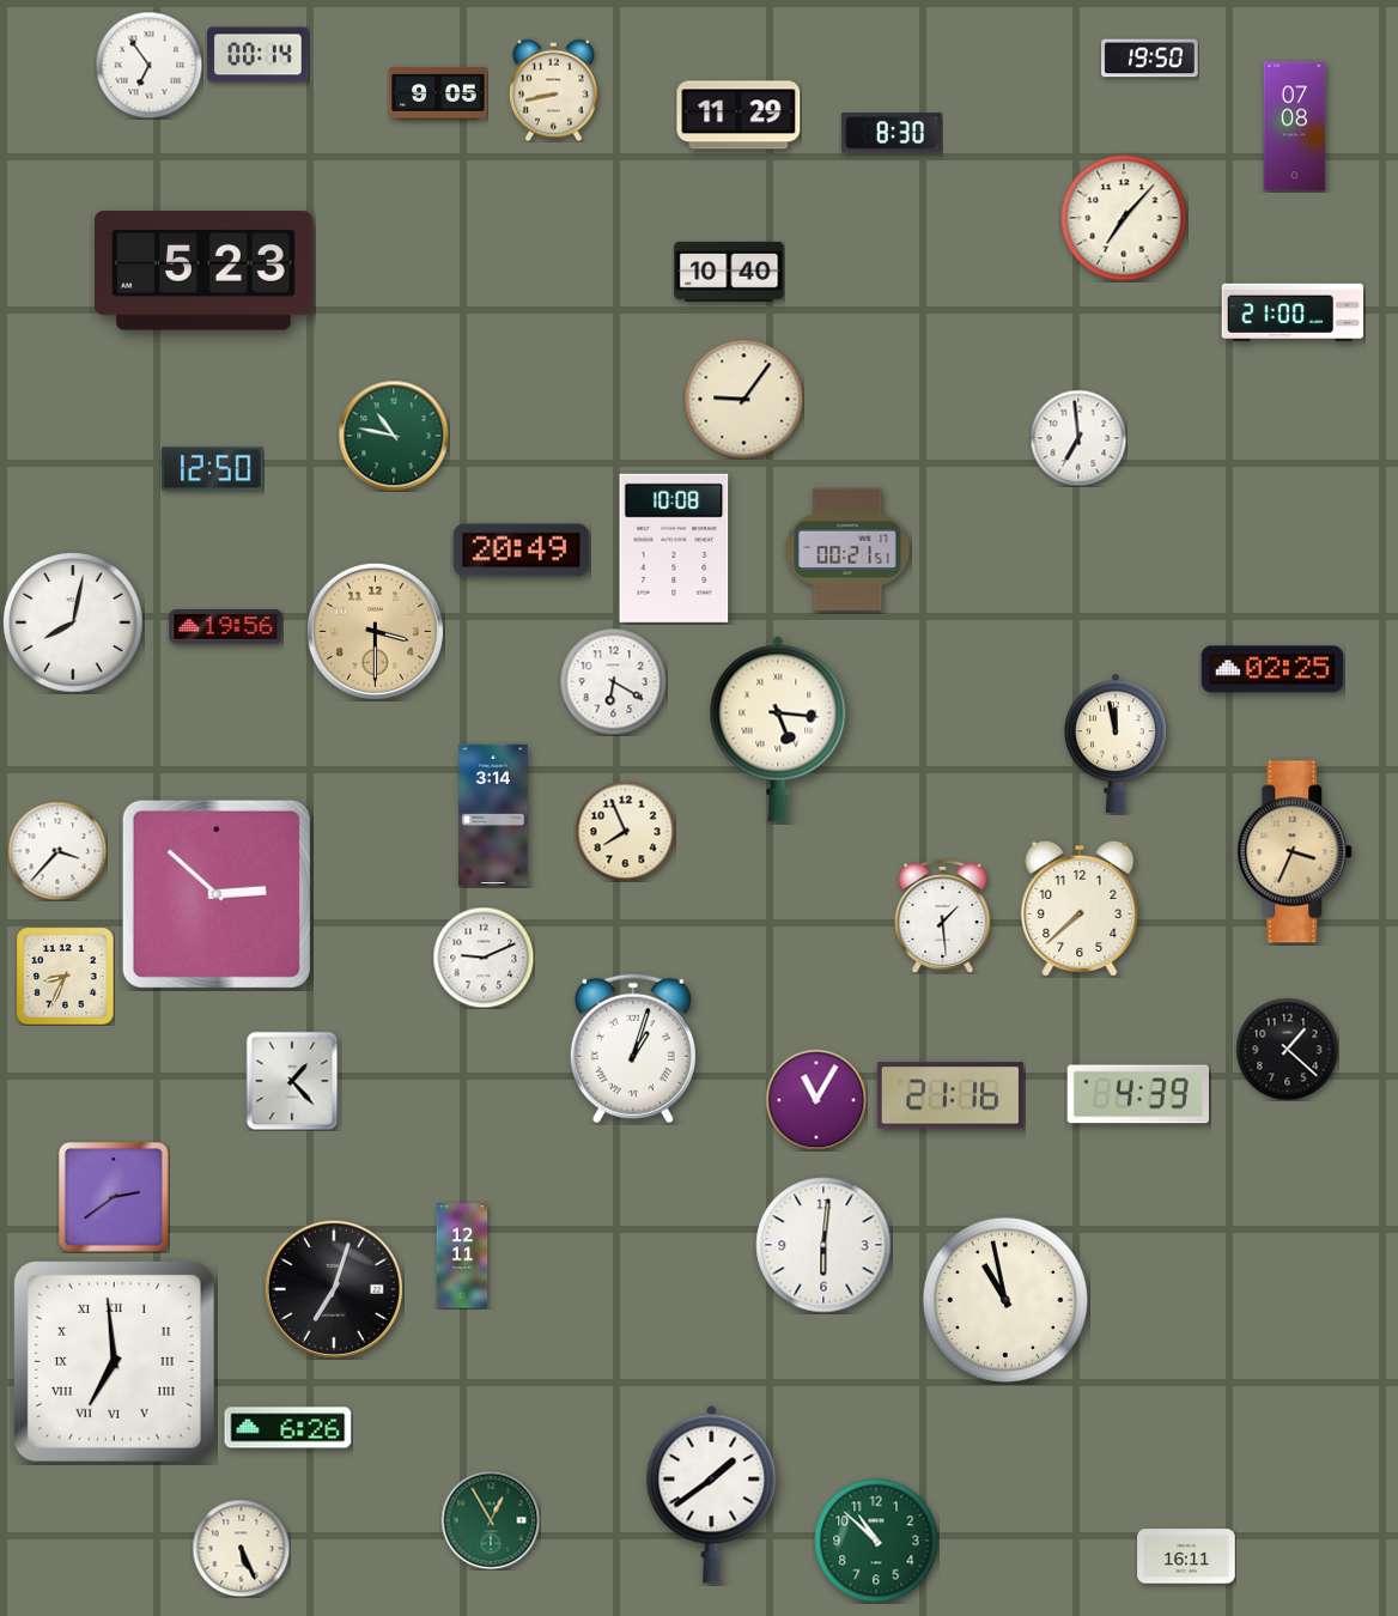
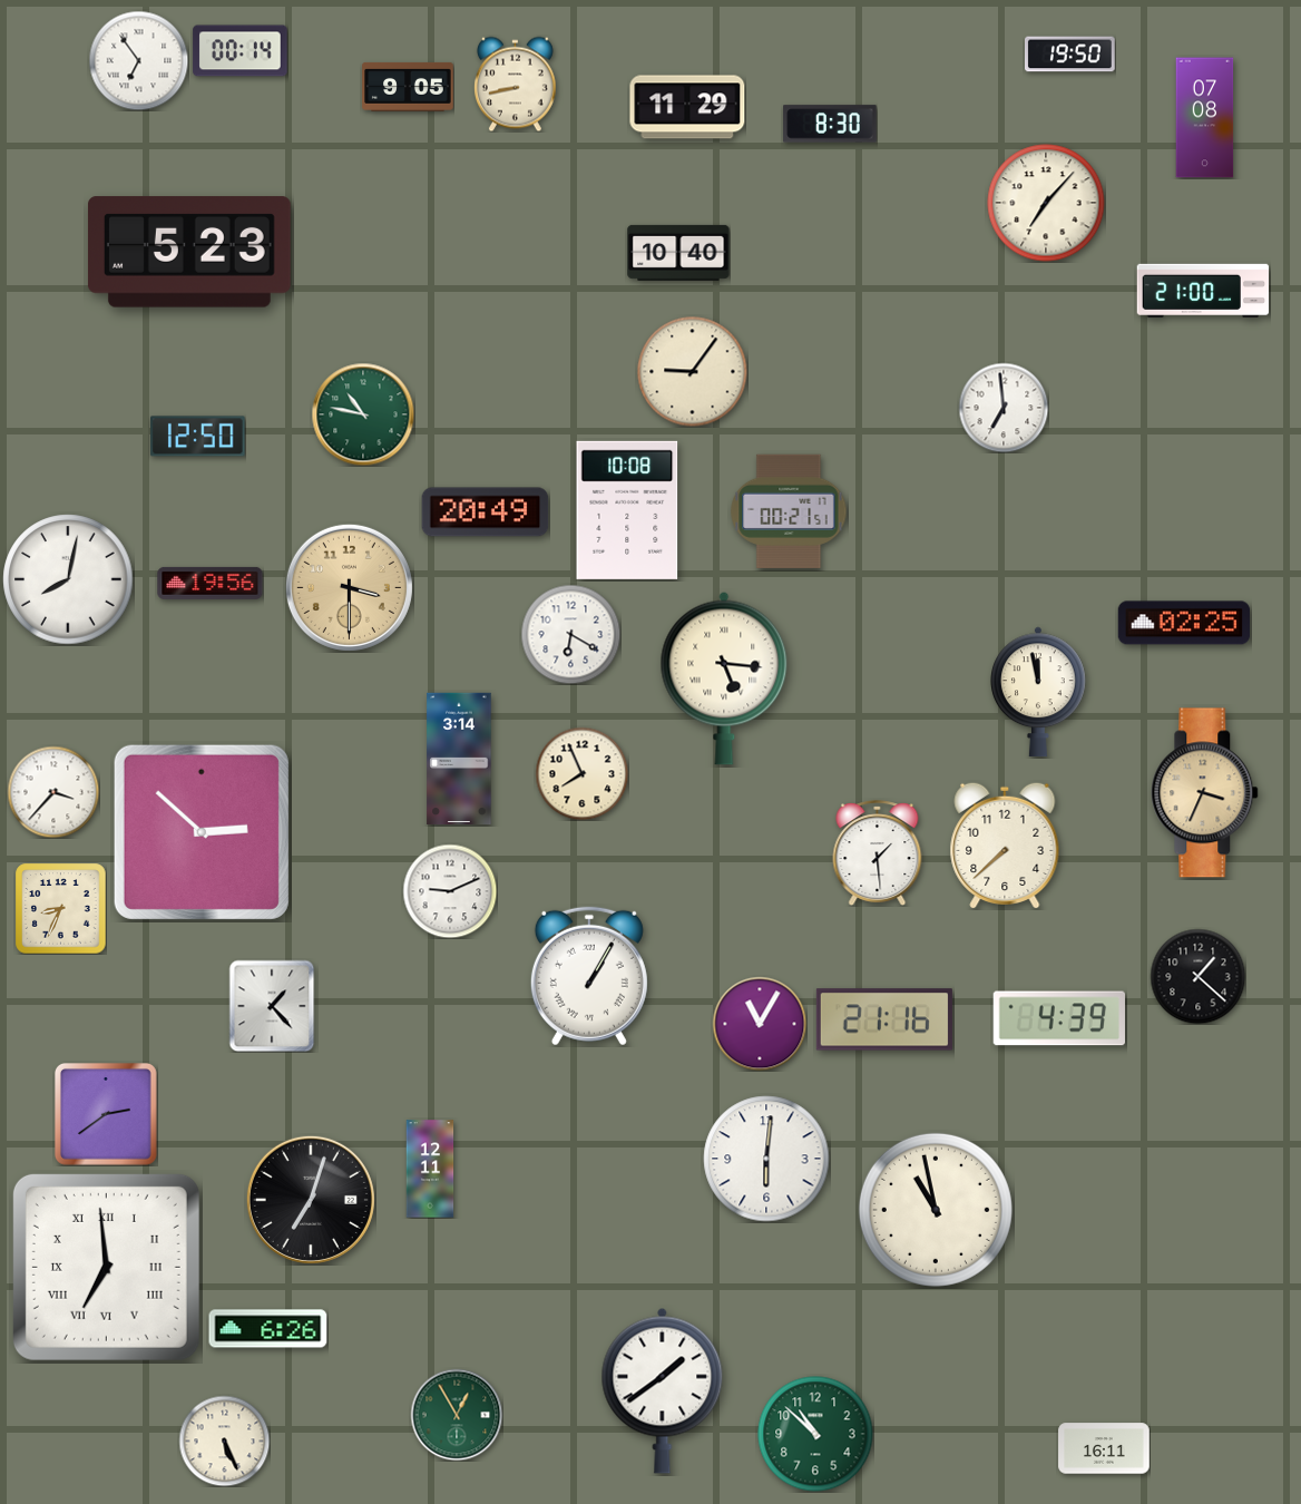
clock at (394, 436) position: (394, 436) -> (363, 414)
clock at (633, 1049): 1:03 -> 1:05
